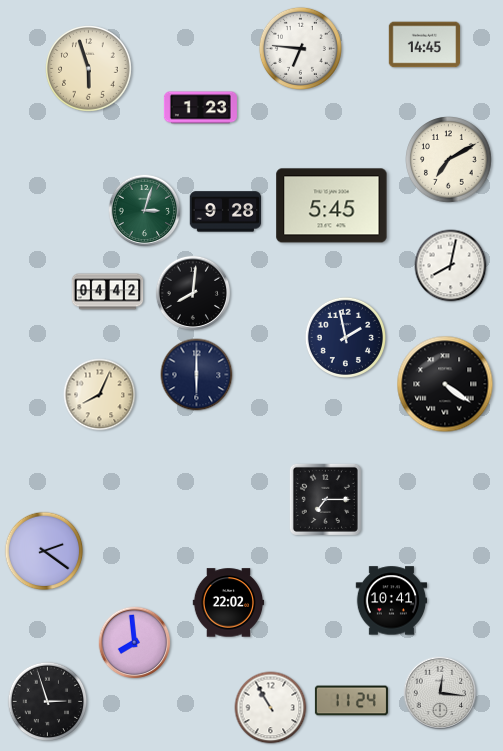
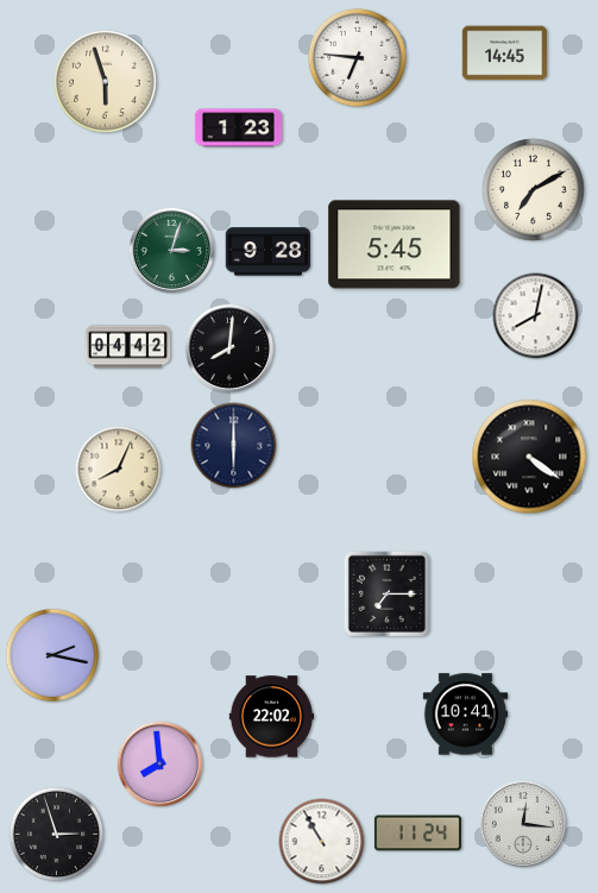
clock at (345, 337): 1:58 -> none
clock at (44, 551): 2:21 -> 2:17
